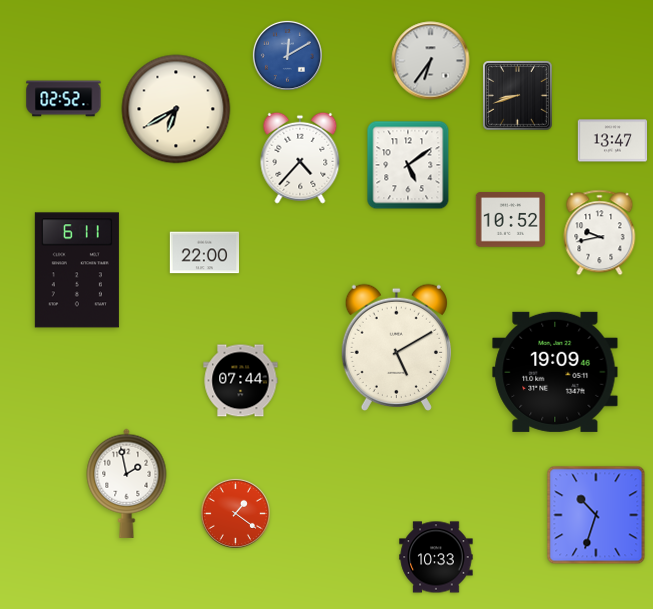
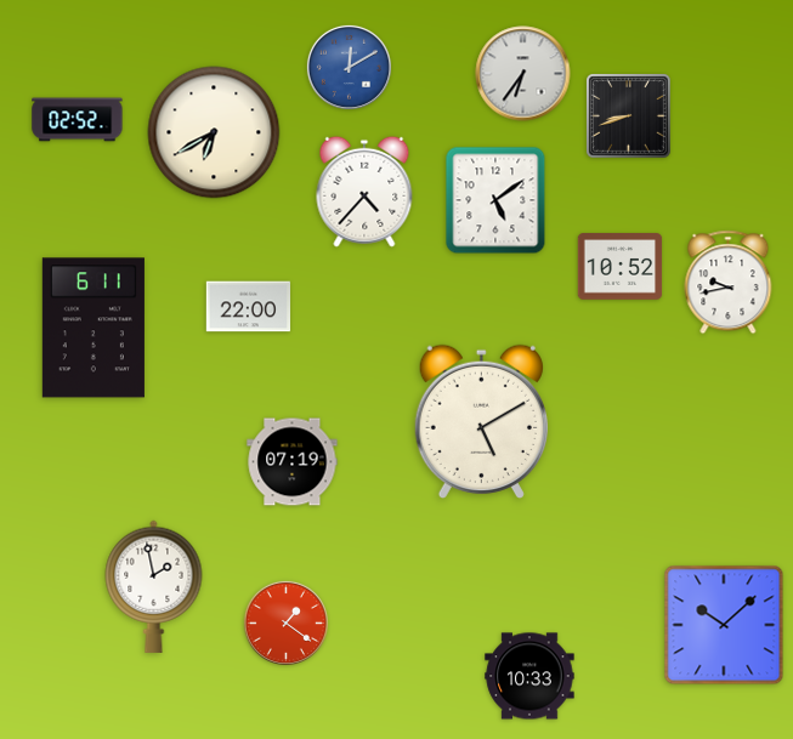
clock at (613, 141): 13:47 -> none
clock at (555, 372): 19:09 -> none
clock at (241, 381): 07:44 -> 07:19
clock at (596, 515): 10:33 -> 10:08
